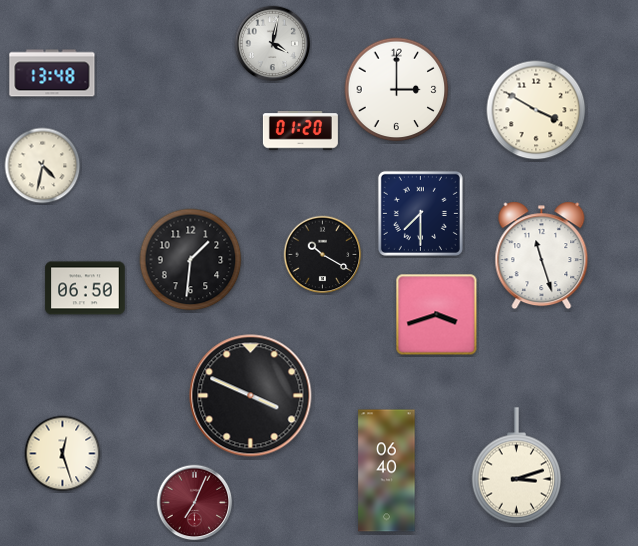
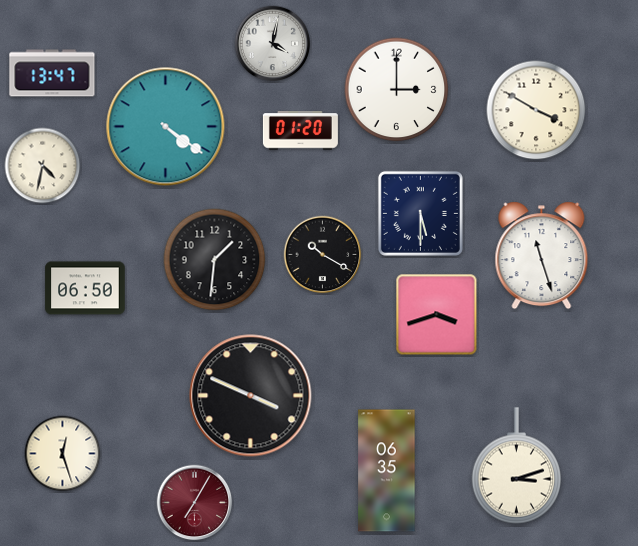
clock at (52, 73): 13:48 -> 13:47
clock at (166, 127): none -> 4:21
clock at (420, 213): 7:30 -> 5:30
clock at (191, 260) position: (191, 260) -> (215, 260)
clock at (387, 471): 06:40 -> 06:35
clock at (195, 503): 7:04 -> 7:05
